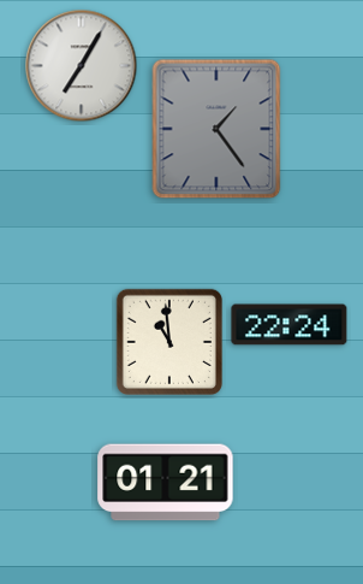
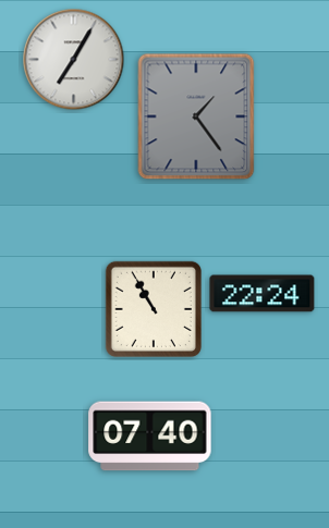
clock at (169, 342): 10:59 -> 10:55
clock at (166, 483): 01:21 -> 07:40
